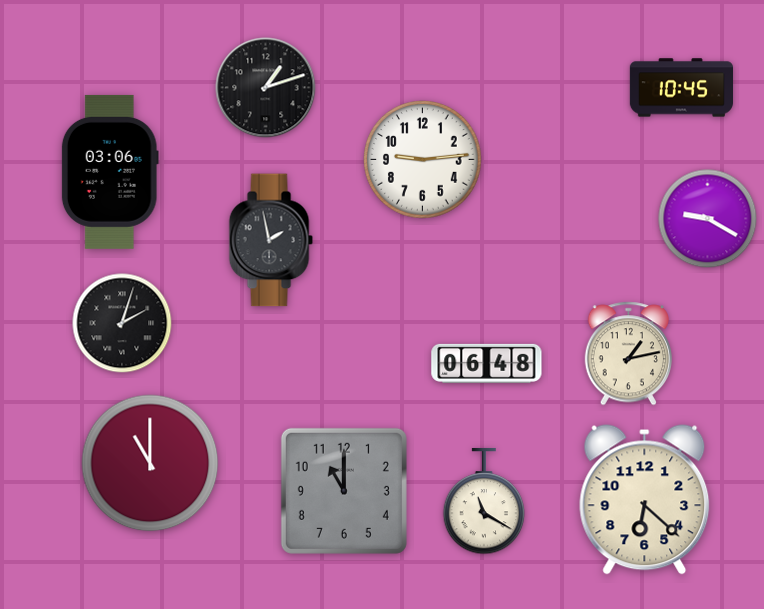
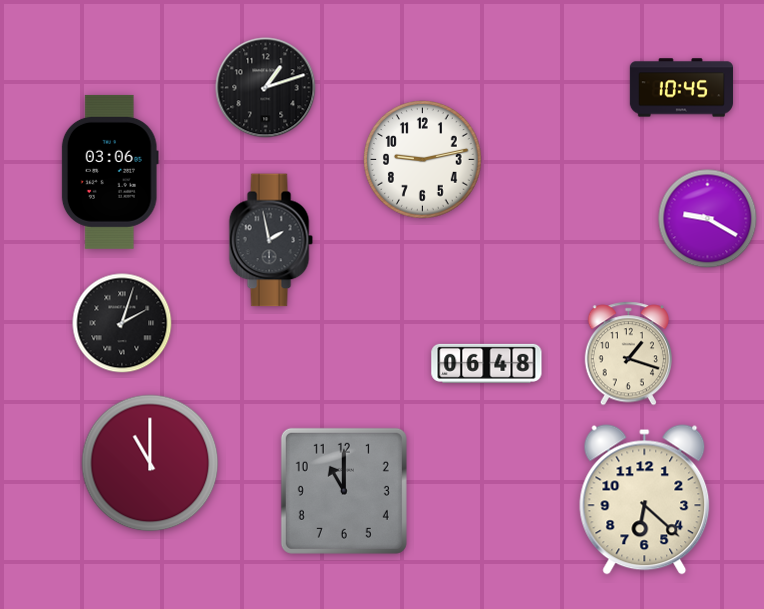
clock at (423, 160): 9:14 -> 9:13
clock at (628, 354): 1:13 -> 1:18
clock at (484, 501): 11:20 -> none
